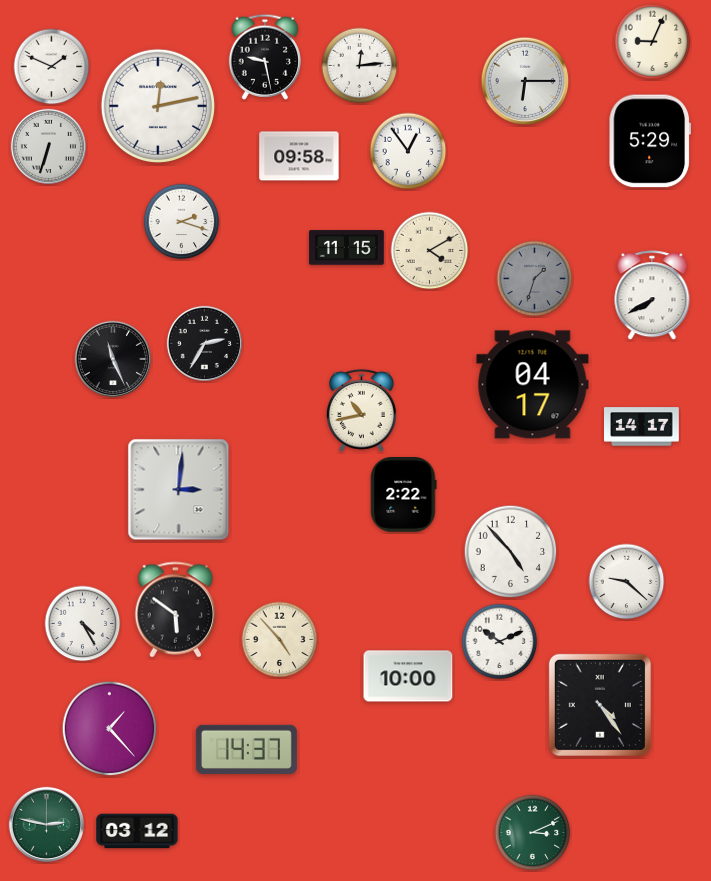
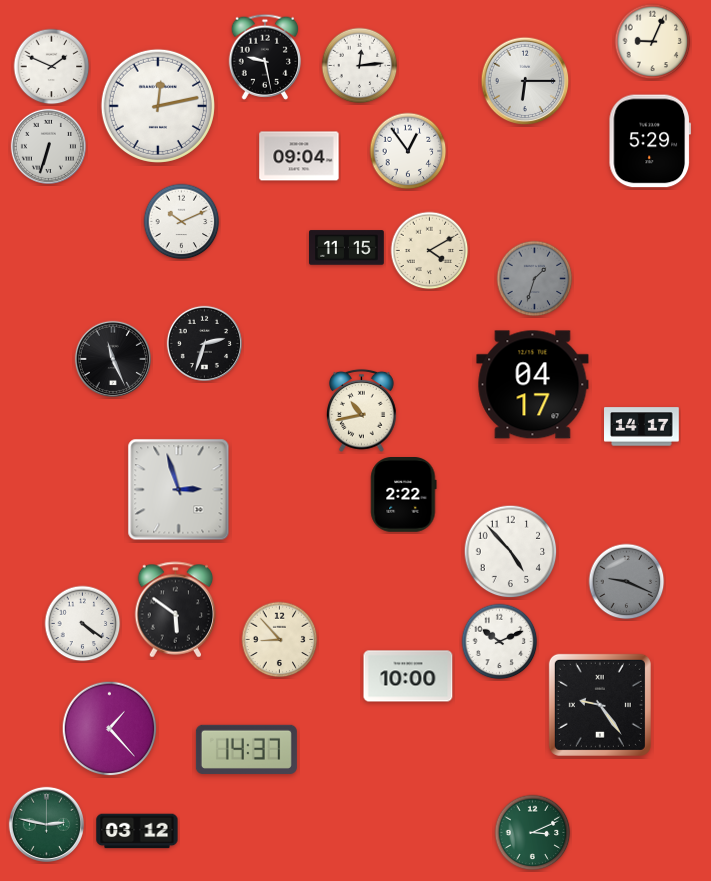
clock at (299, 156): 09:58 -> 09:04
clock at (182, 222): 2:18 -> 10:11
clock at (652, 296): 7:40 -> none
clock at (204, 343): 2:35 -> 2:33
clock at (179, 490): 3:01 -> 2:57
clock at (627, 582): 9:22 -> 9:19
clock at (627, 582) dial: white -> grey
clock at (83, 624): 4:25 -> 4:21
clock at (280, 640): 4:53 -> 8:53
clock at (600, 705): 4:24 -> 9:24
